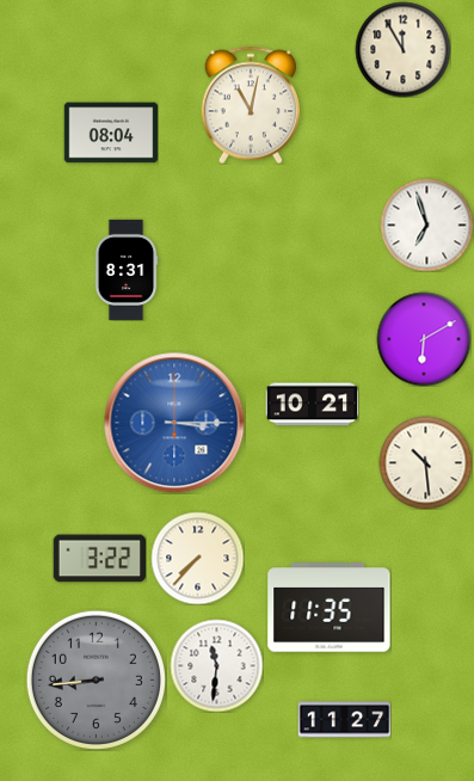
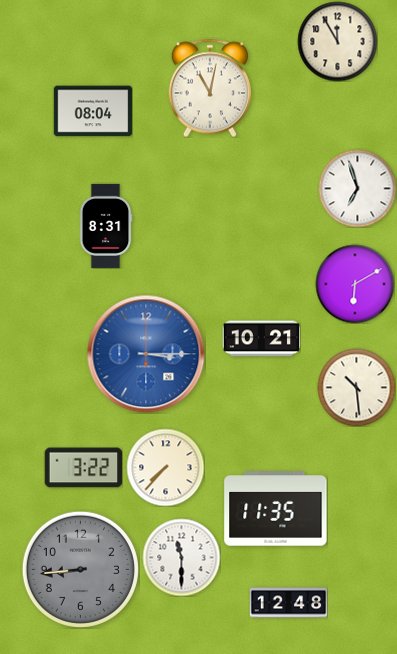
clock at (216, 665): 11:31 -> 11:30
clock at (344, 720): 11:27 -> 12:48
